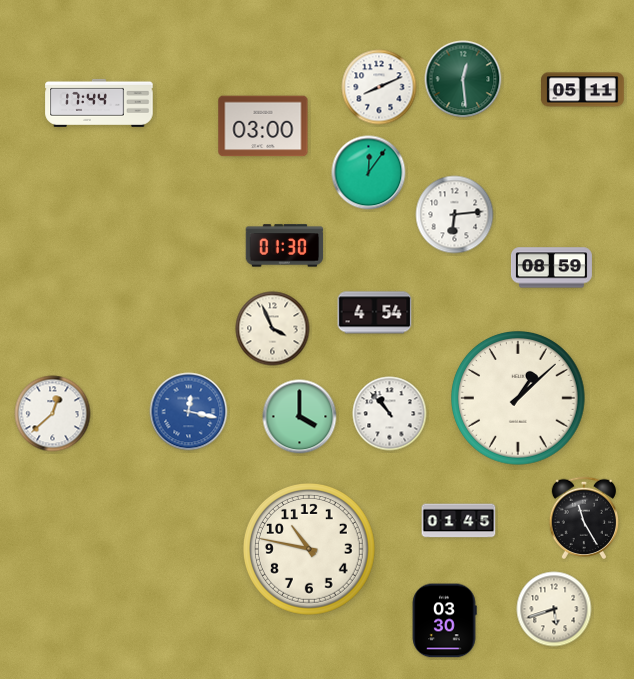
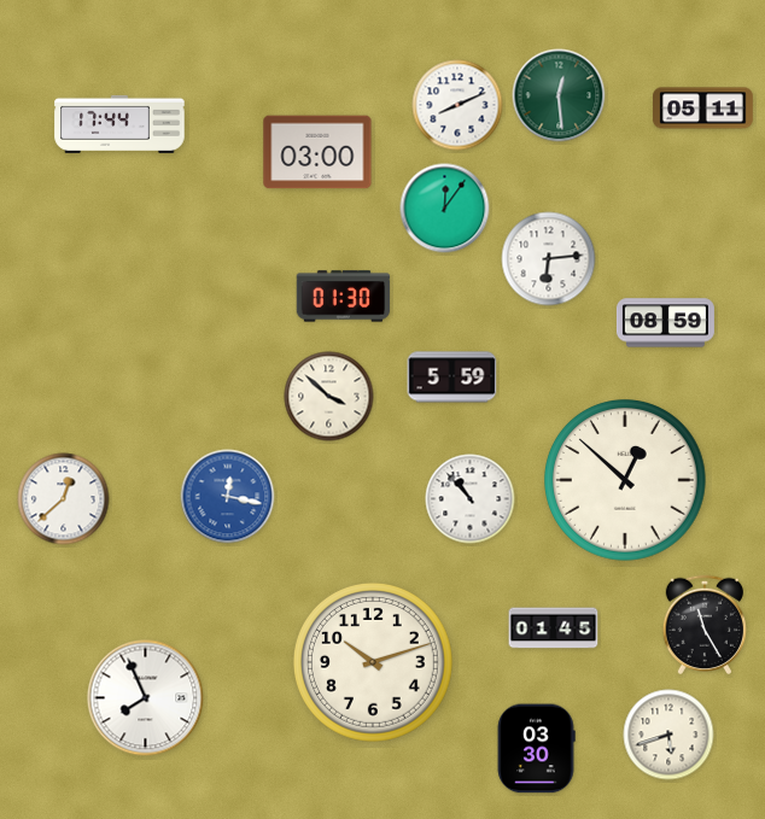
clock at (375, 313): 4:54 -> 5:59
clock at (273, 329): 3:56 -> 3:52
clock at (519, 399): 1:08 -> 12:52
clock at (300, 417): 4:00 -> none
clock at (309, 549): 10:47 -> 10:12
clock at (146, 698): none -> 7:56
